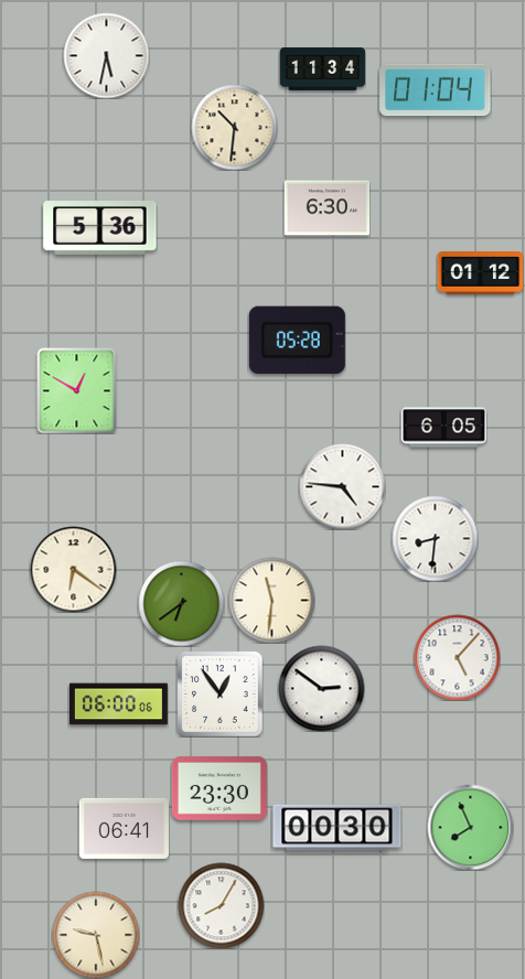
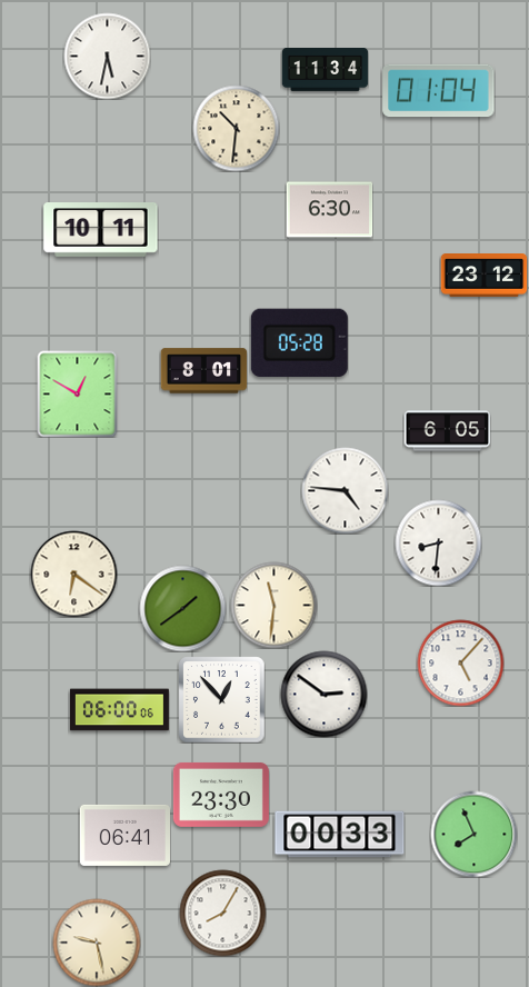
clock at (100, 228): 5:36 -> 10:11
clock at (480, 273): 01:12 -> 23:12
clock at (203, 371): none -> 8:01
clock at (181, 603): 6:39 -> 1:39
clock at (219, 693): 12:54 -> 12:53
clock at (337, 828): 00:30 -> 00:33
